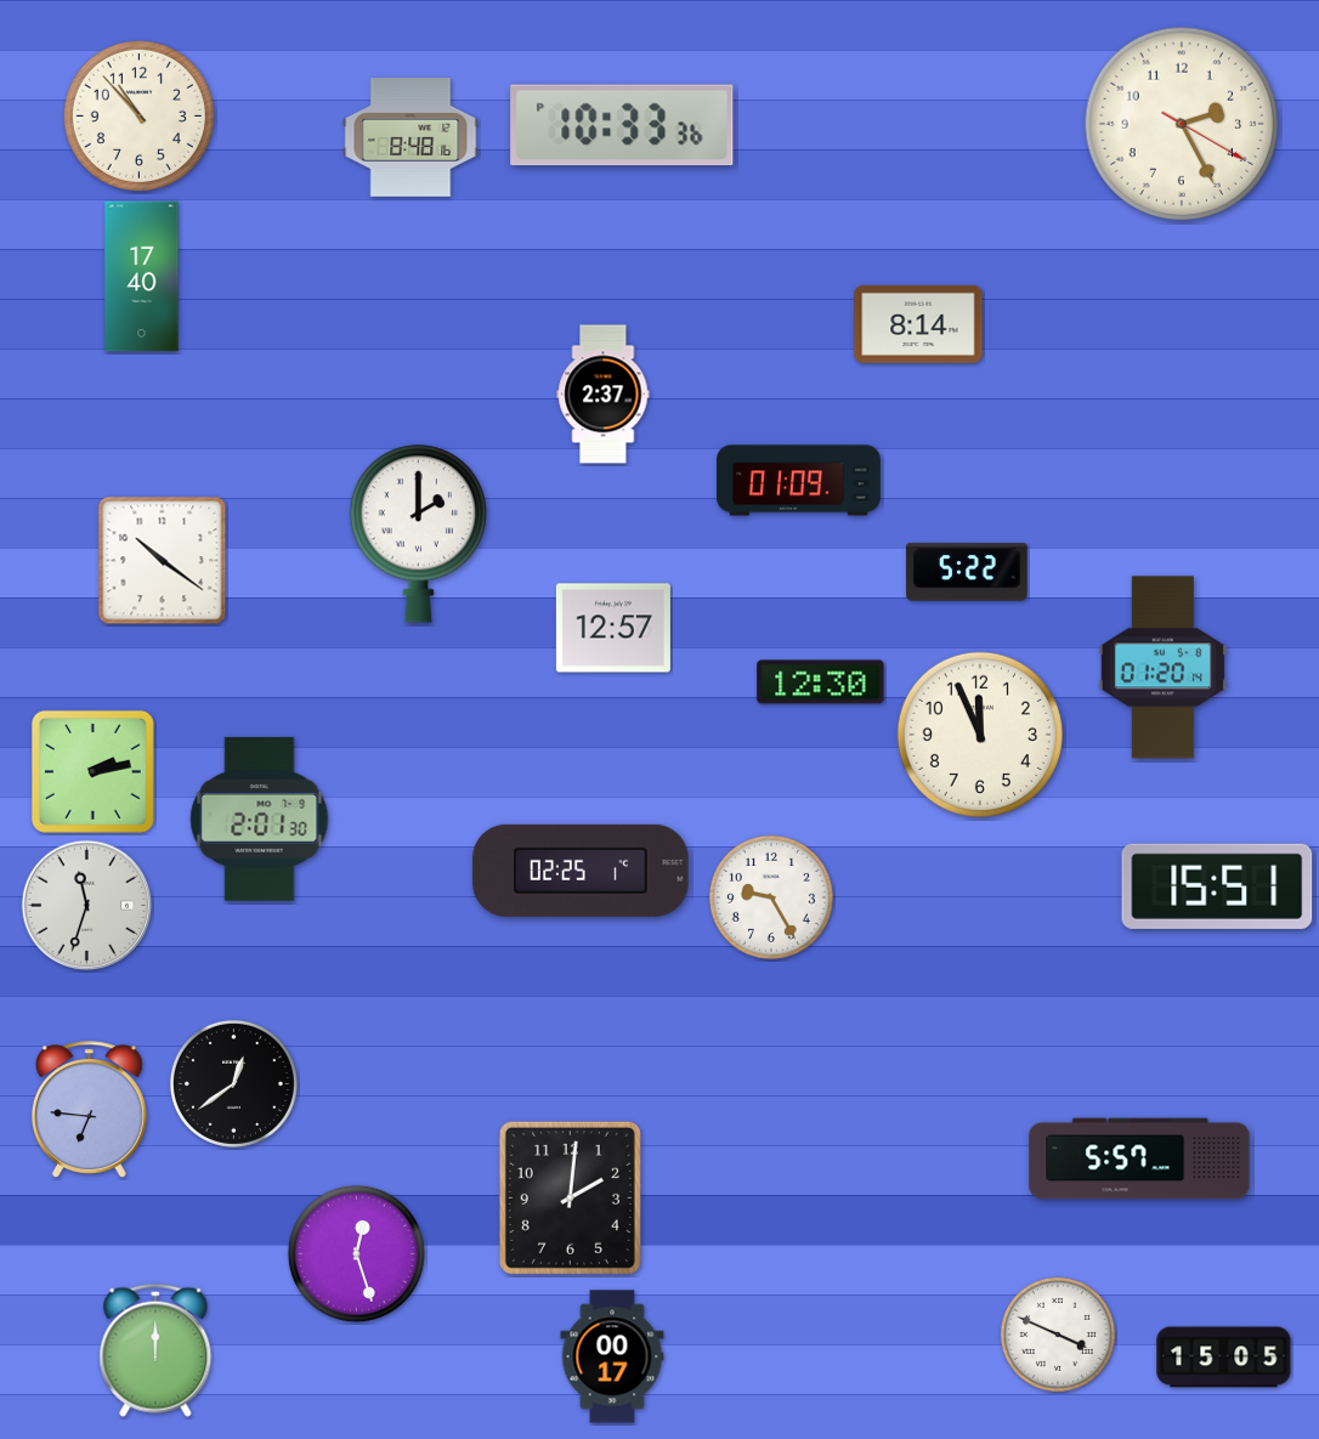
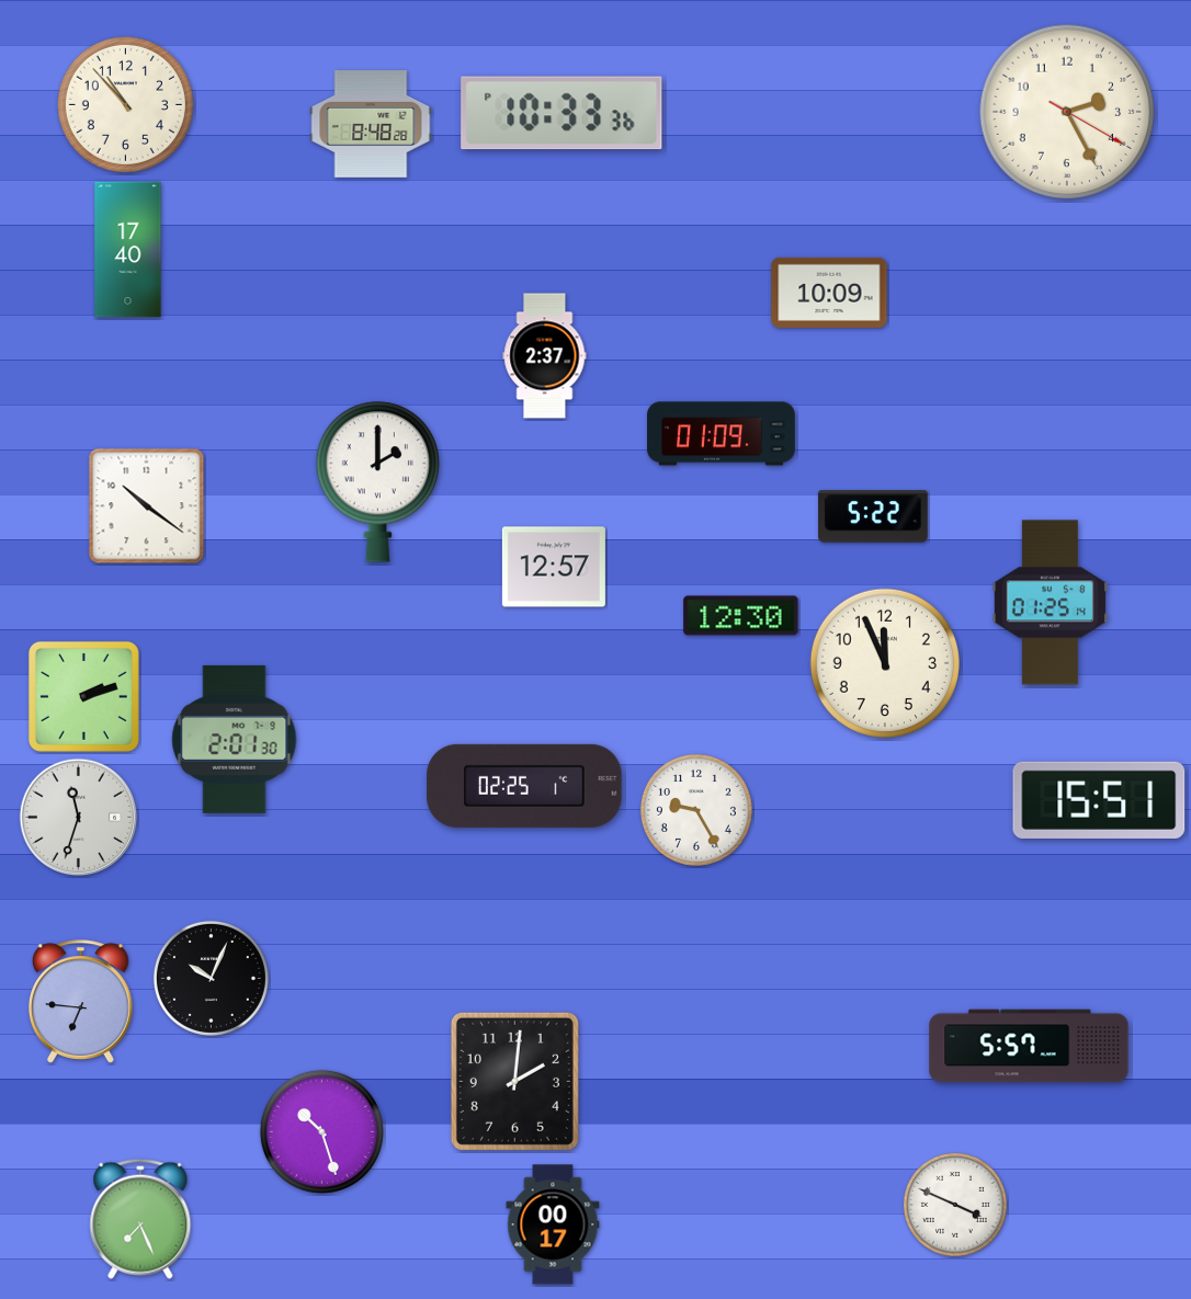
clock at (411, 138): 8:48:16 -> 8:48:28
clock at (918, 324): 8:14 -> 10:09
clock at (1162, 668): 01:20 -> 01:25
clock at (92, 771): 2:13 -> 2:12
clock at (233, 1083): 12:39 -> 10:04
clock at (356, 1253): 12:27 -> 10:27
clock at (155, 1350): 12:00 -> 7:26
clock at (1224, 1358): 15:05 -> none
